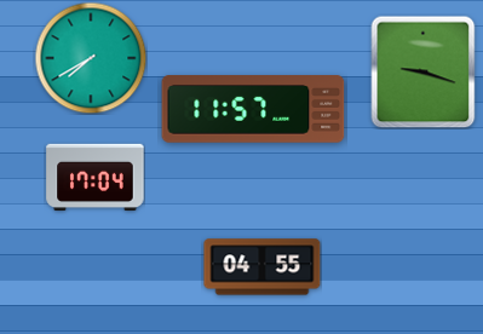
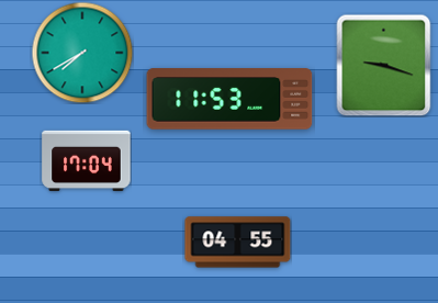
clock at (253, 109): 11:57 -> 11:53
